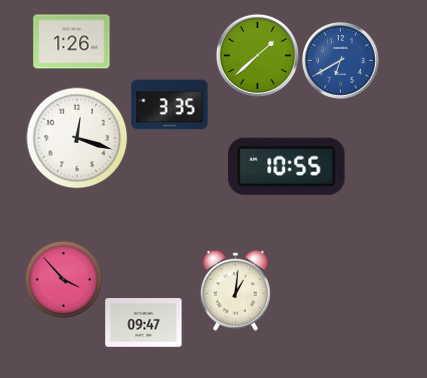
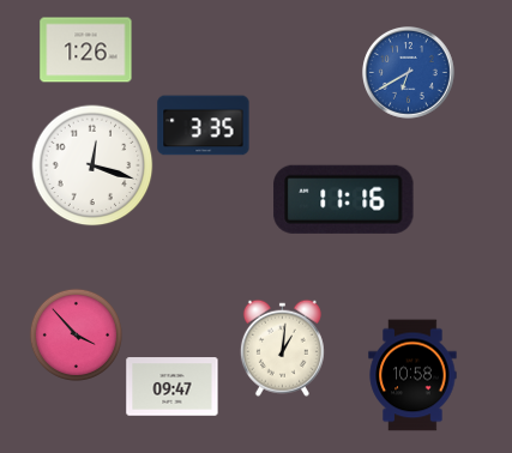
clock at (257, 55): 1:38 -> none
clock at (287, 166): 10:55 -> 11:16
clock at (412, 375): none -> 10:58
